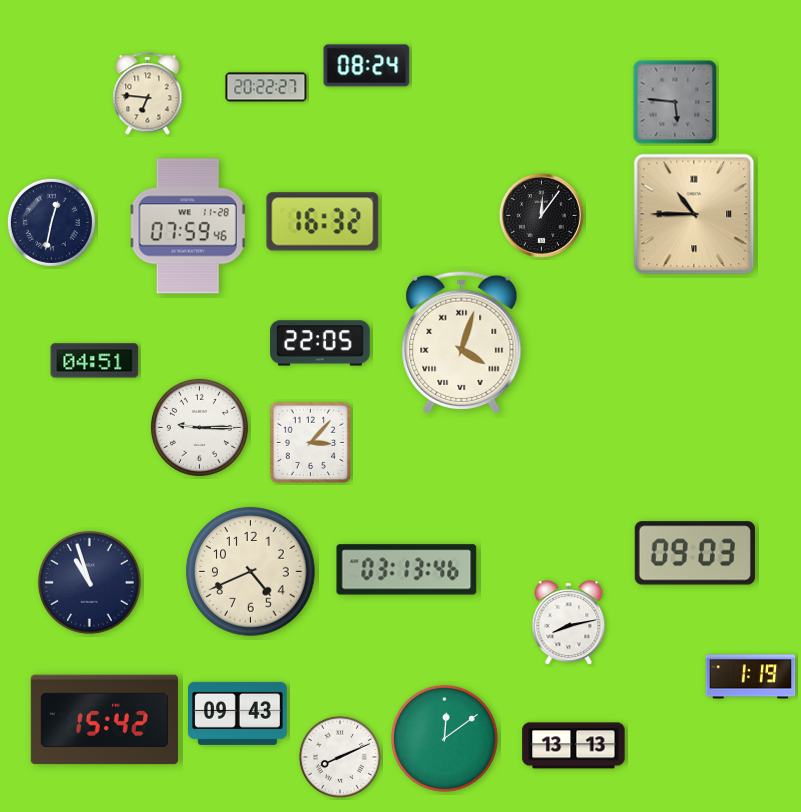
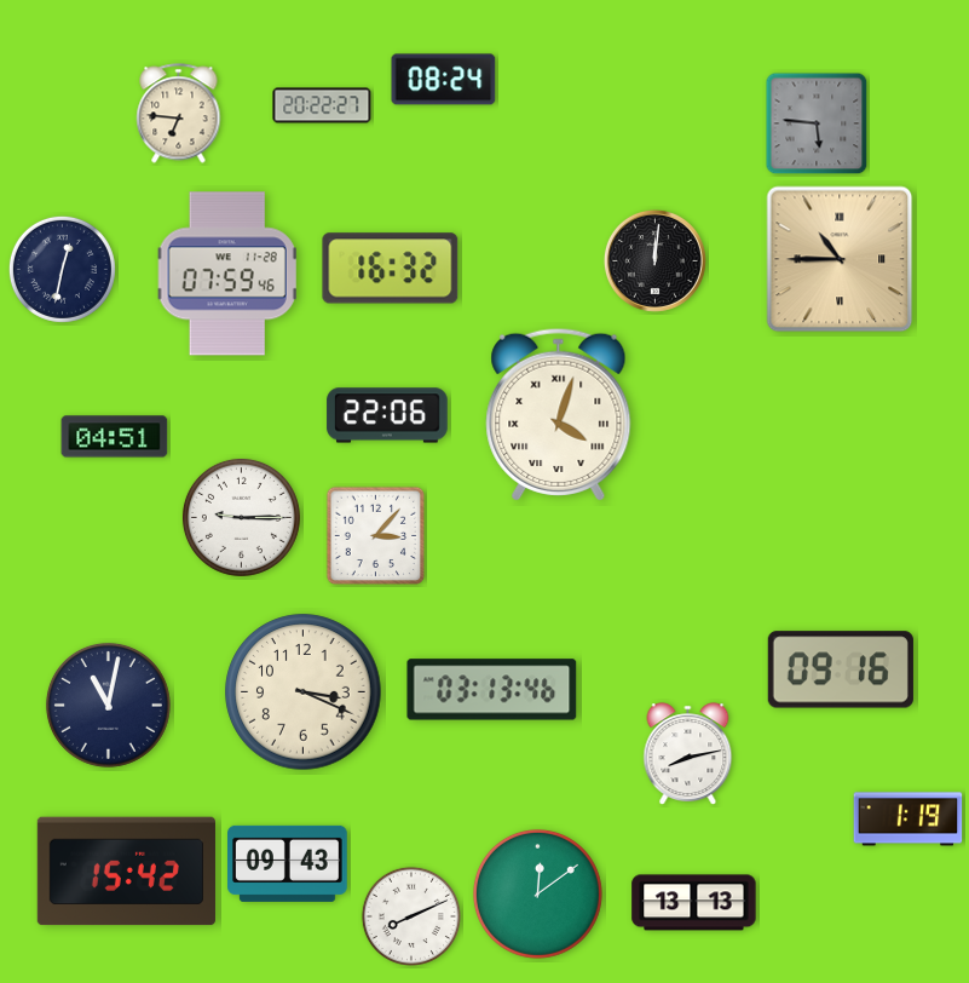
clock at (541, 215): 12:06 -> 12:01
clock at (320, 343): 22:05 -> 22:06
clock at (695, 553): 09:03 -> 09:16
clock at (251, 572): 4:41 -> 3:19
clock at (89, 582): 10:57 -> 11:02
